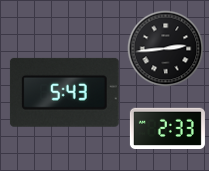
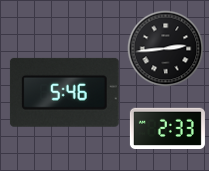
clock at (64, 92): 5:43 -> 5:46
